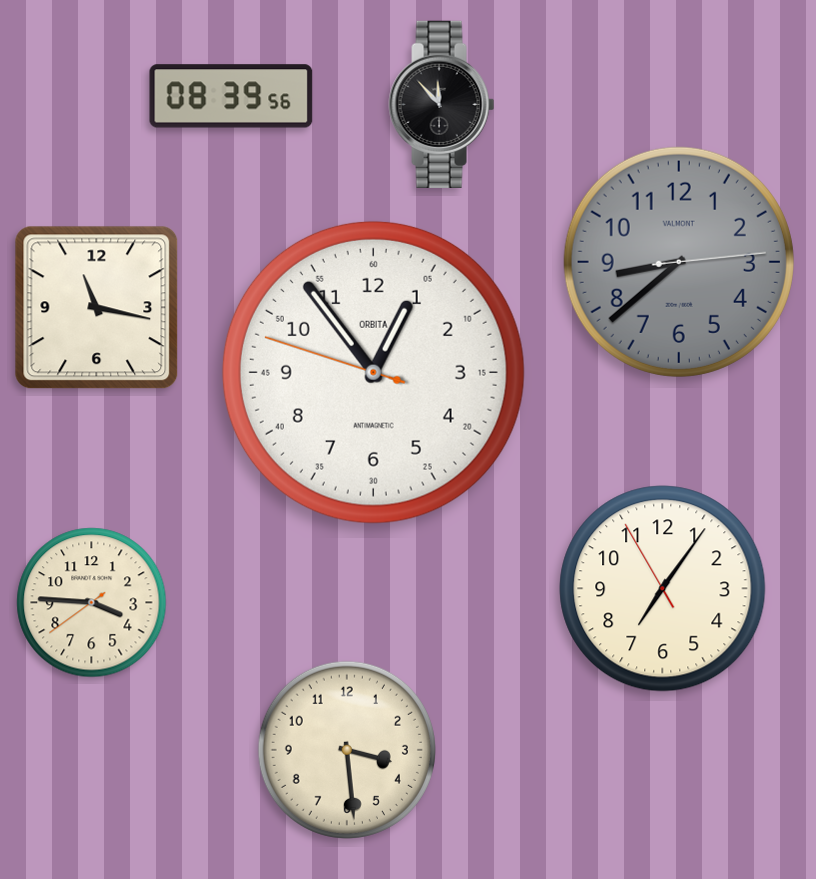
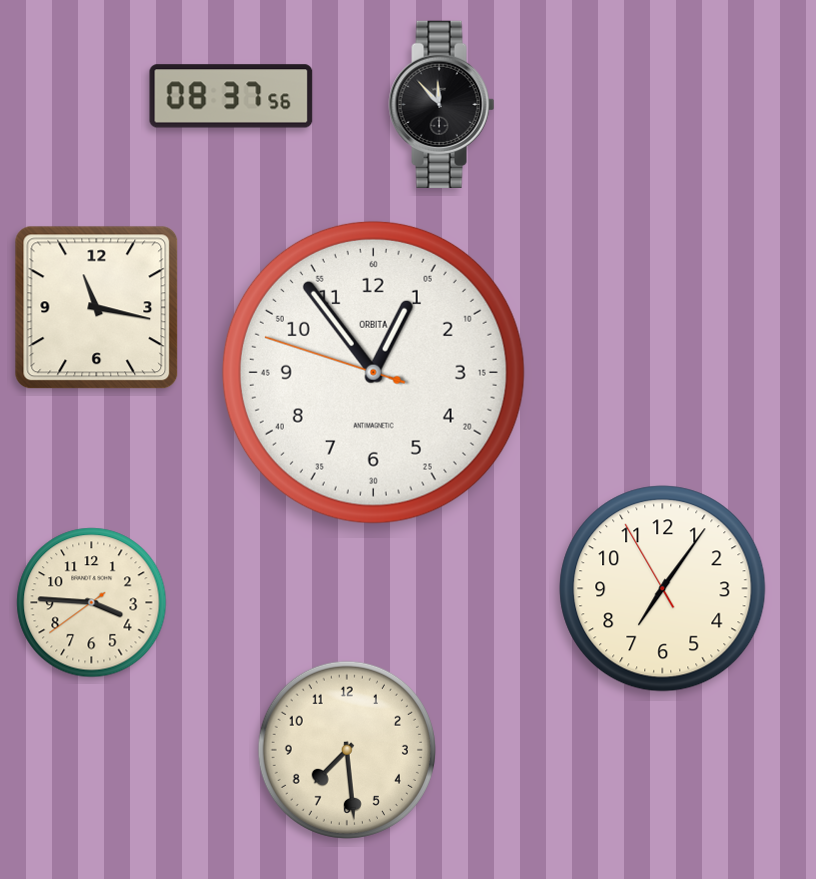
clock at (231, 96): 08:39 -> 08:37
clock at (679, 262): 8:38 -> none
clock at (347, 750): 3:29 -> 7:29
